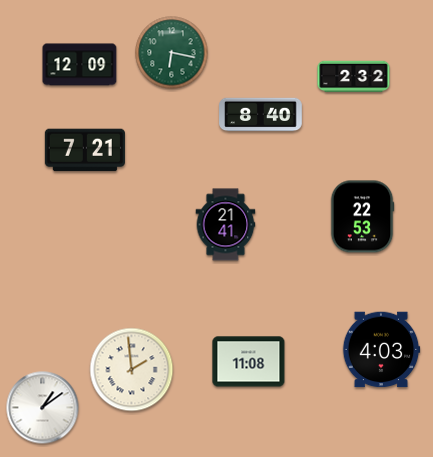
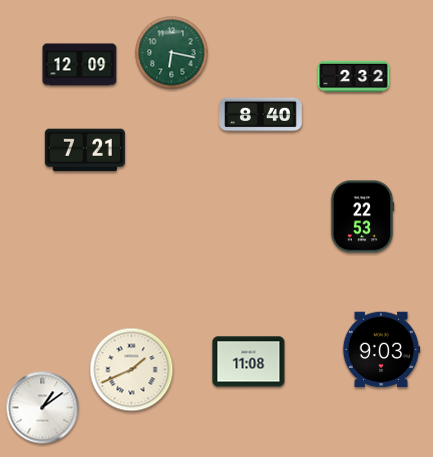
clock at (226, 225): 21:41 -> none
clock at (381, 350): 4:03 -> 9:03
clock at (132, 370): 1:59 -> 1:41
